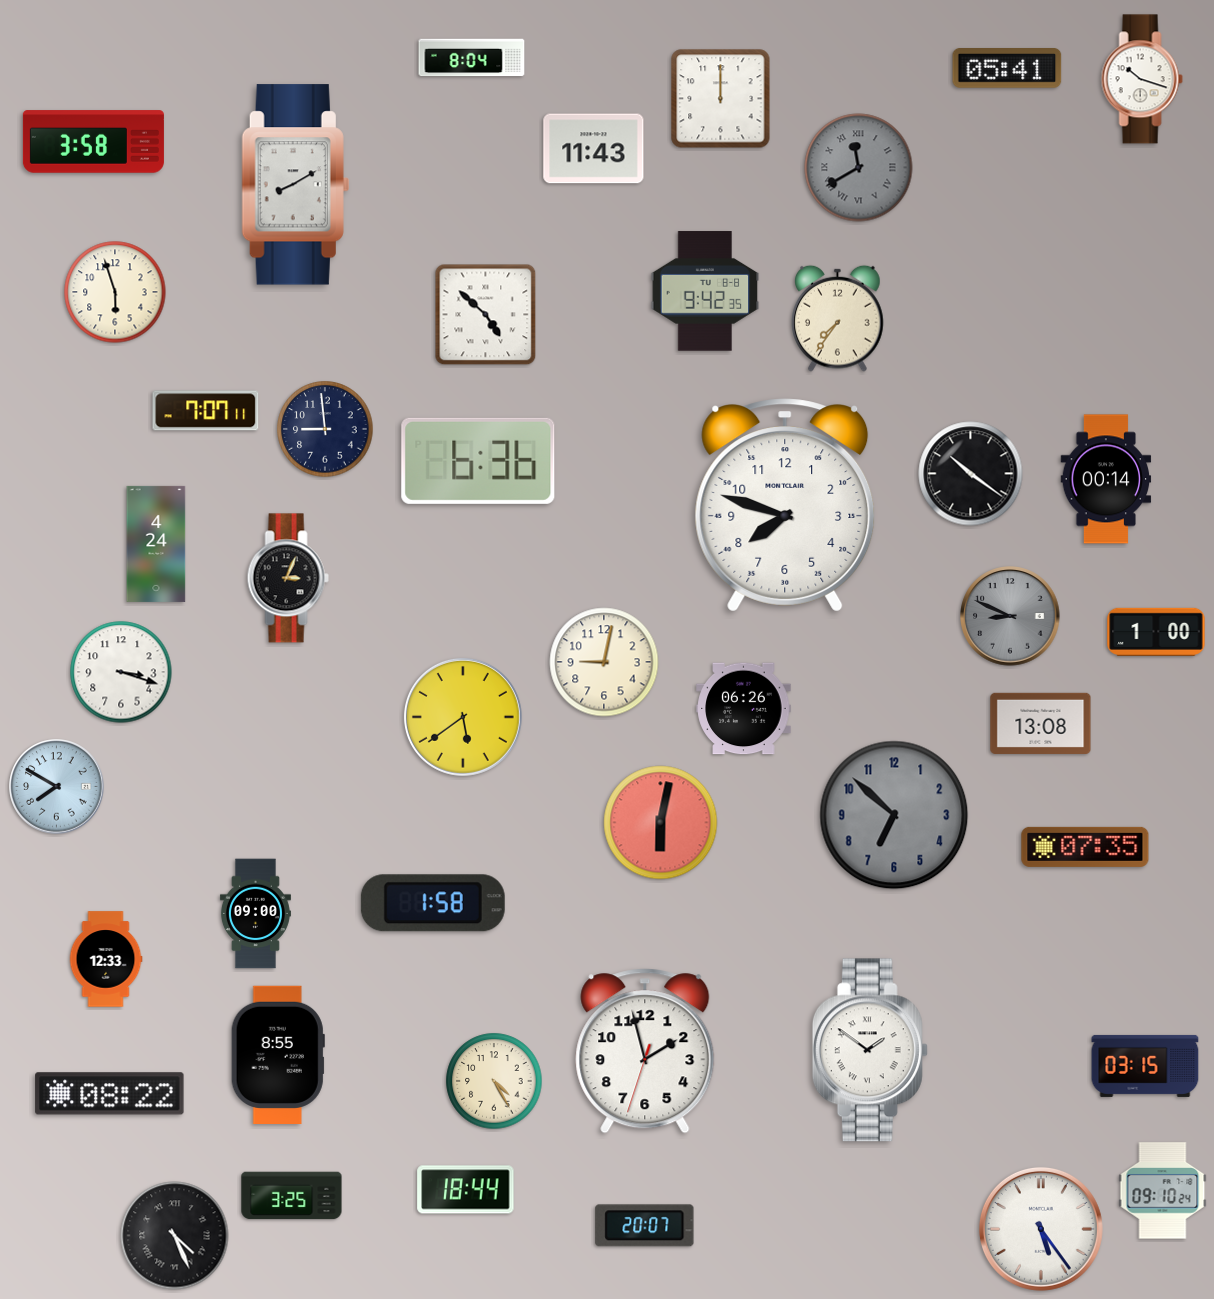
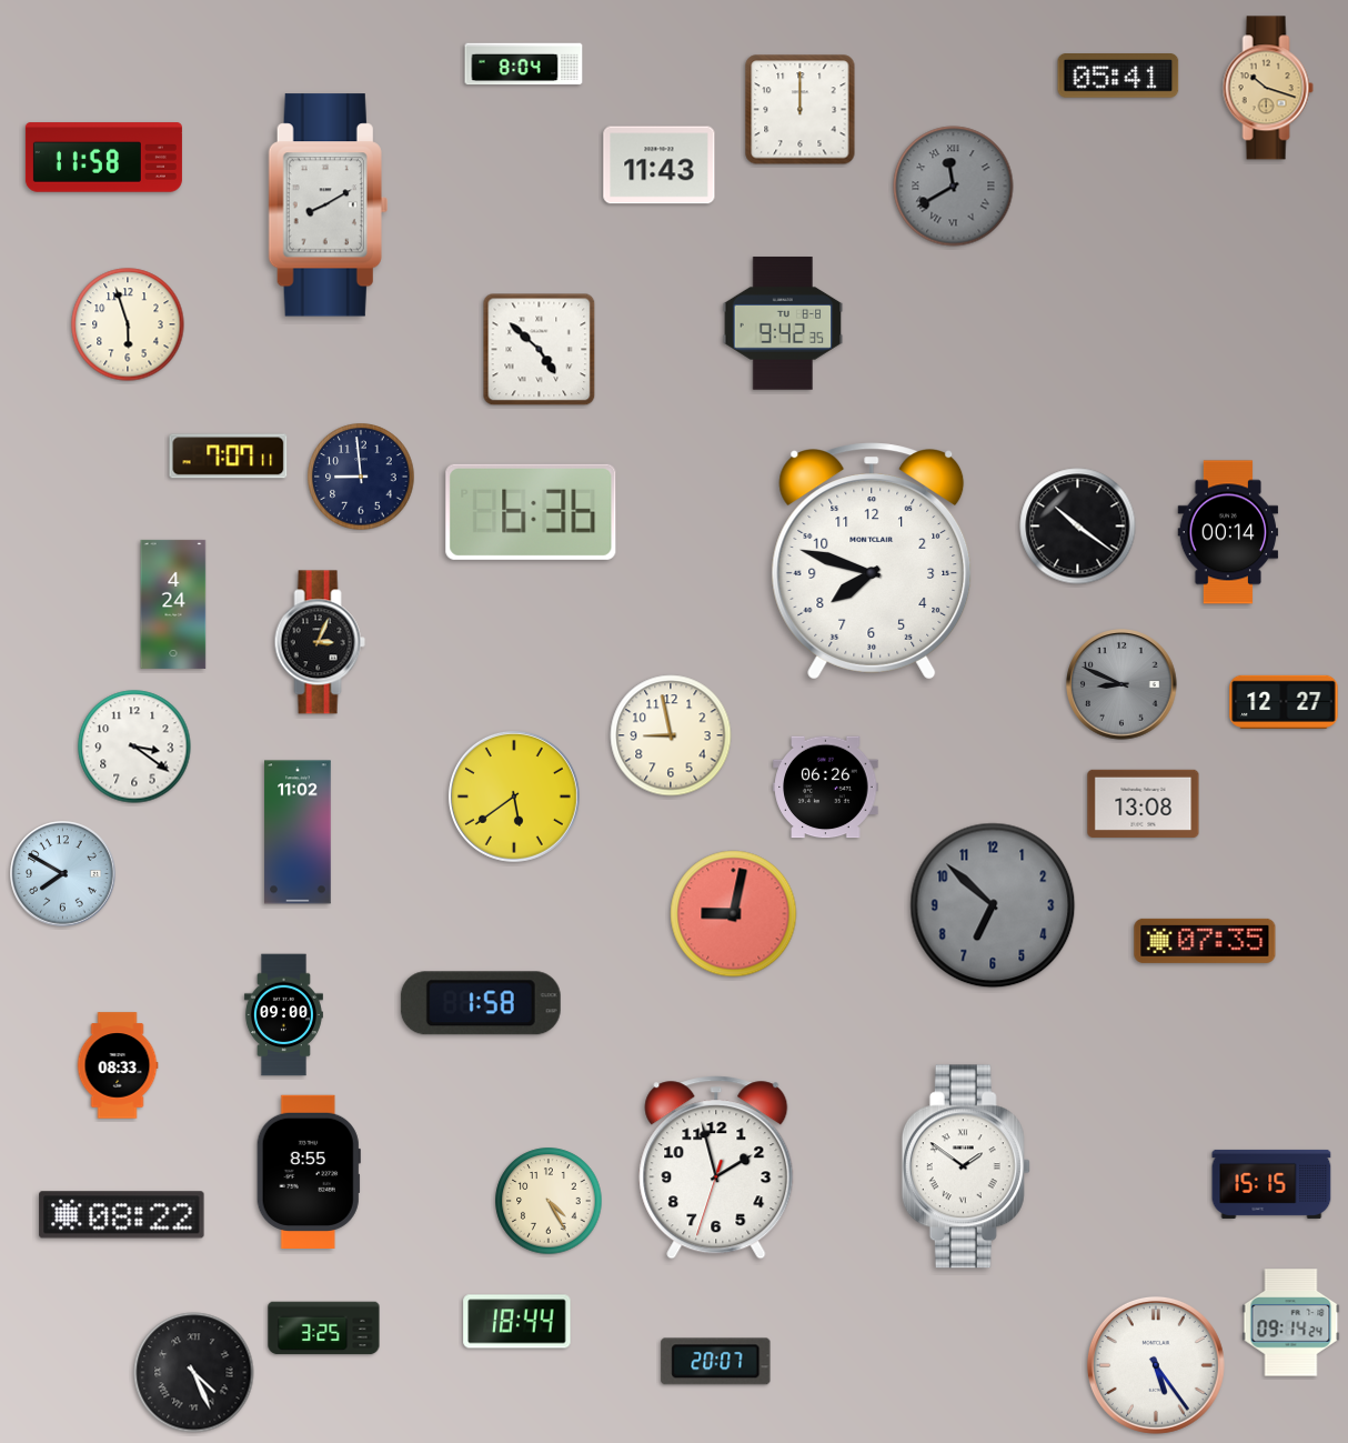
clock at (1142, 79) dial: white -> champagne
clock at (93, 142): 3:58 -> 11:58
clock at (838, 318): 7:36 -> none
clock at (1156, 632): 1:00 -> 12:27
clock at (604, 662): 9:02 -> 8:58
clock at (121, 672): 3:18 -> 3:21
clock at (1041, 723) position: (1041, 723) -> (1144, 803)
clock at (298, 832): none -> 11:02
clock at (661, 823): 6:02 -> 9:02
clock at (106, 959): 12:33 -> 08:33
clock at (1145, 1066): 03:15 -> 15:15
clock at (1163, 1191): 09:10 -> 09:14
